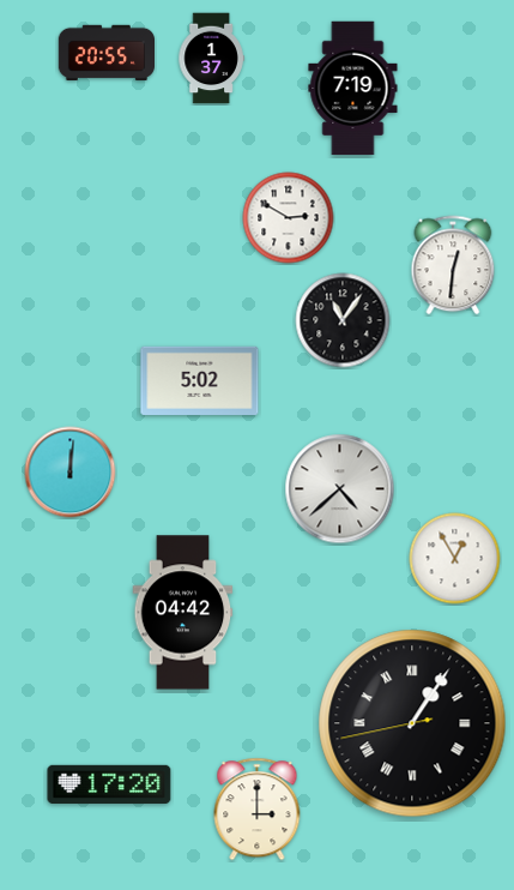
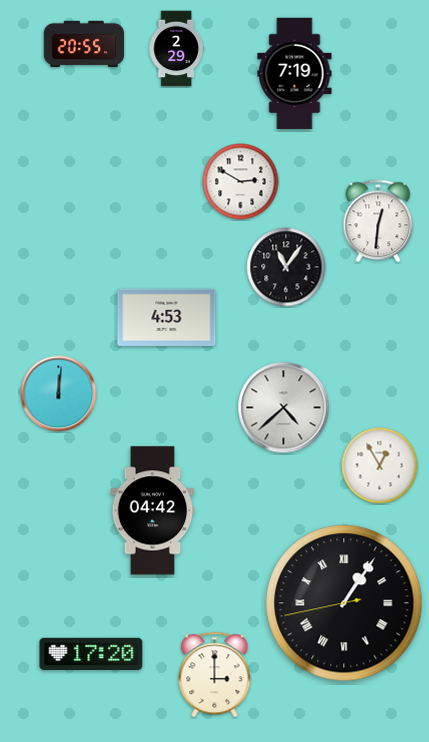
clock at (105, 52) position: (105, 52) -> (83, 43)
clock at (211, 59): 1:37 -> 2:29
clock at (200, 380): 5:02 -> 4:53
